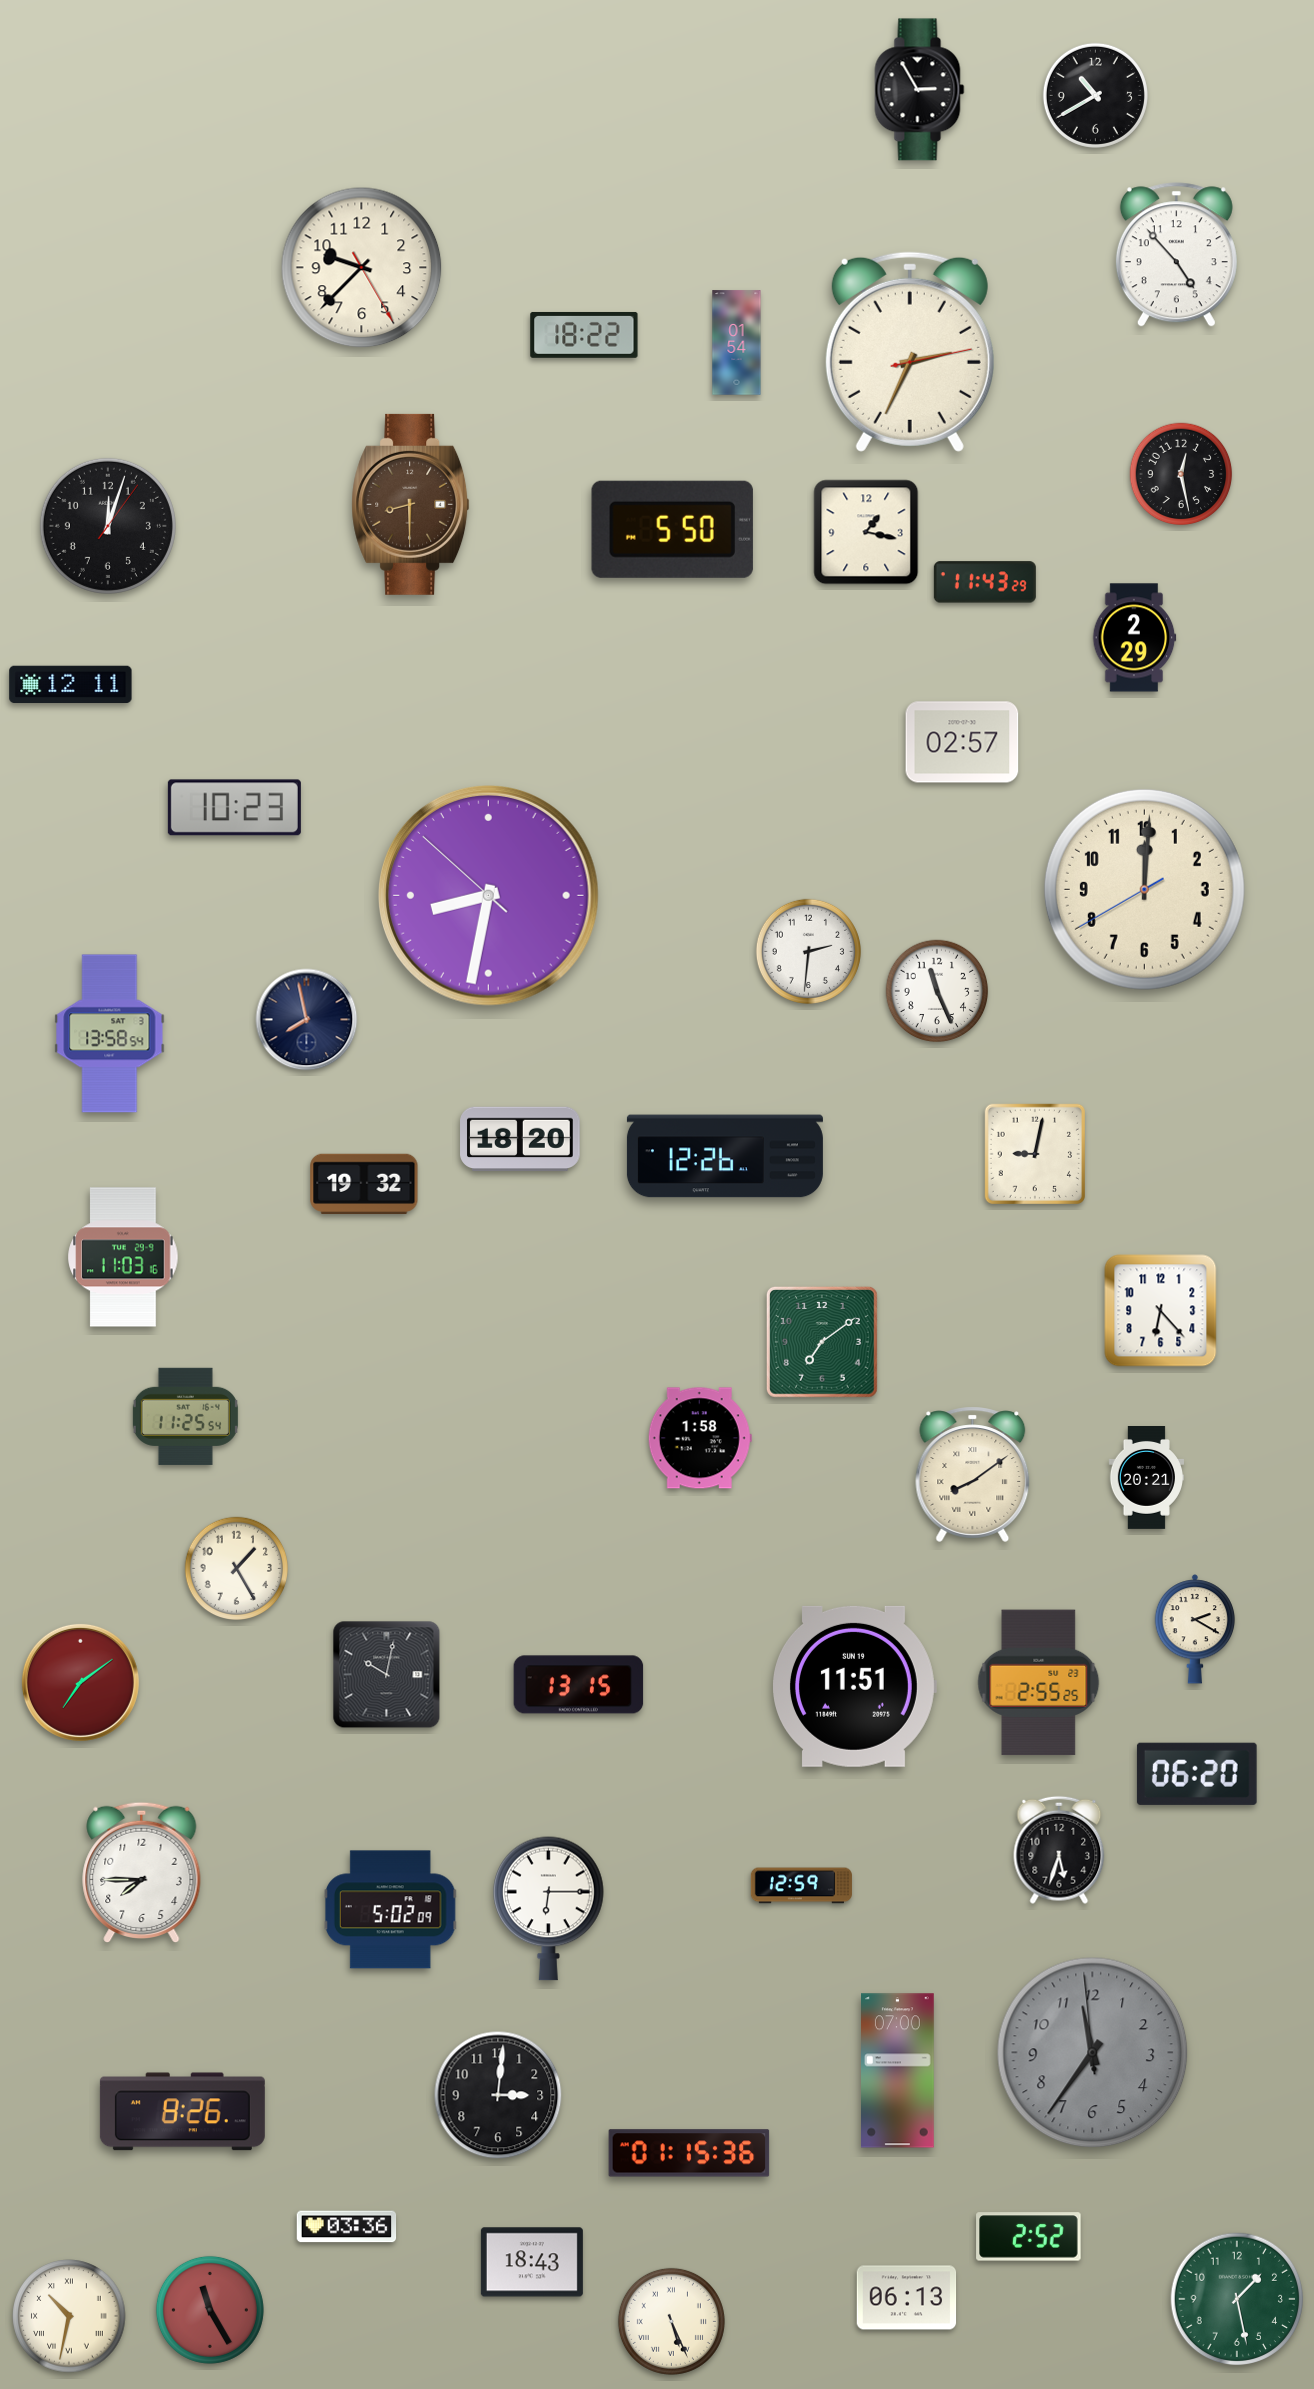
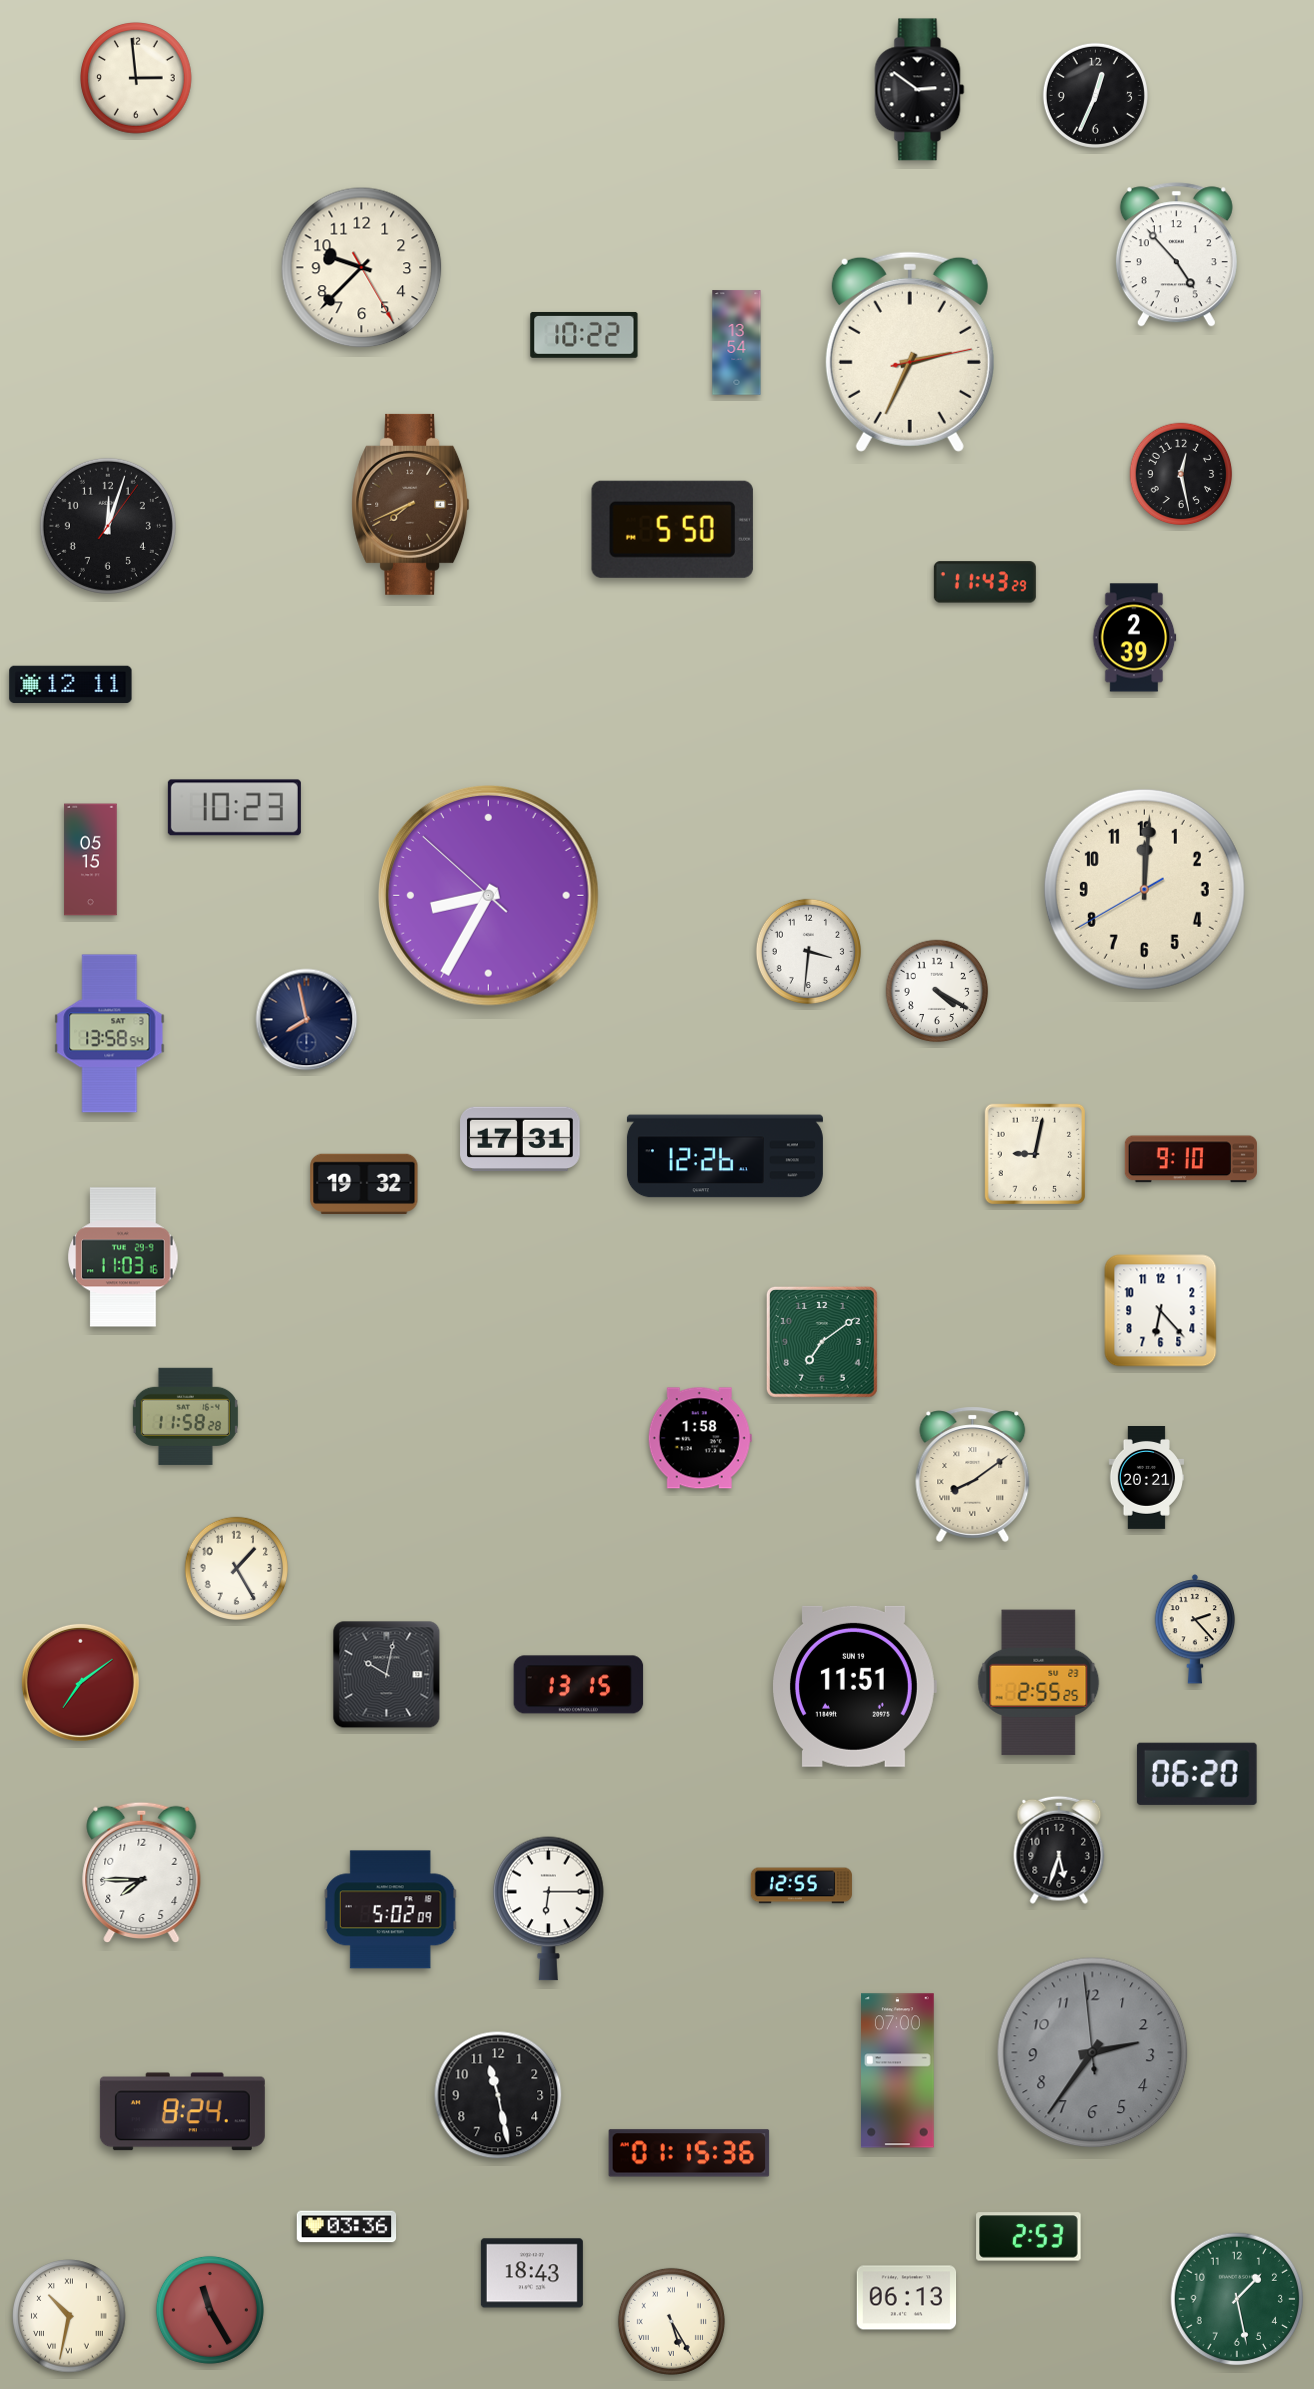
clock at (137, 79): none -> 2:59
clock at (920, 90): 2:55 -> 2:51
clock at (1095, 95): 10:40 -> 12:34
clock at (584, 335): 18:22 -> 10:22
clock at (737, 343): 01:54 -> 13:54
clock at (411, 504): 8:30 -> 7:41
clock at (866, 532): 1:17 -> none
clock at (1134, 638): 2:29 -> 2:39
clock at (962, 742): 02:57 -> none
clock at (91, 860): none -> 05:15
clock at (489, 896): 8:31 -> 8:34
clock at (808, 951): 2:31 -> 3:31
clock at (937, 991): 11:26 -> 4:20
clock at (520, 1139): 18:20 -> 17:31
clock at (1191, 1159): none -> 9:10
clock at (185, 1416): 11:25 -> 11:58
clock at (1195, 1629): 2:20 -> 2:23
clock at (801, 1886): 12:59 -> 12:55
clock at (1093, 2053): 11:35 -> 2:35
clock at (498, 2095): 3:01 -> 11:28
clock at (182, 2112): 8:26 -> 8:24
clock at (1029, 2237): 2:52 -> 2:53
clock at (532, 2262) position: (532, 2262) -> (532, 2273)
clock at (671, 2321): 5:26 -> 5:25
